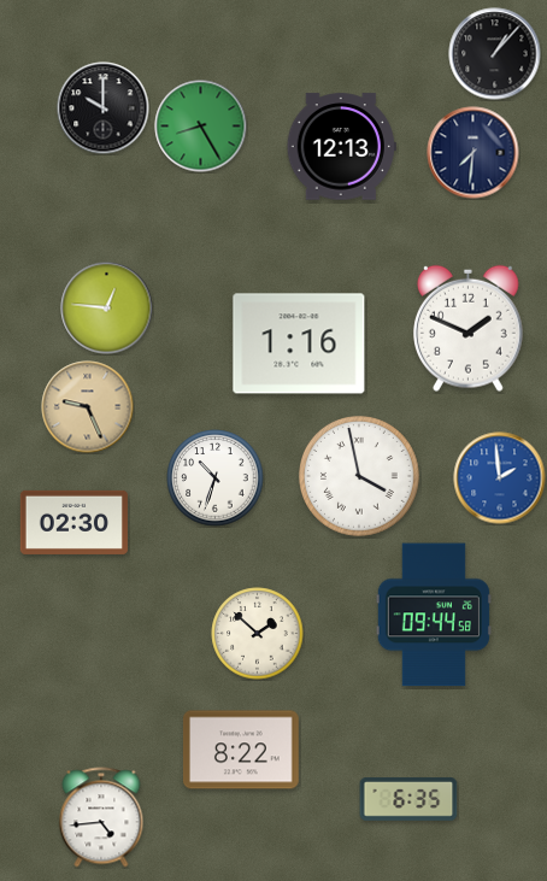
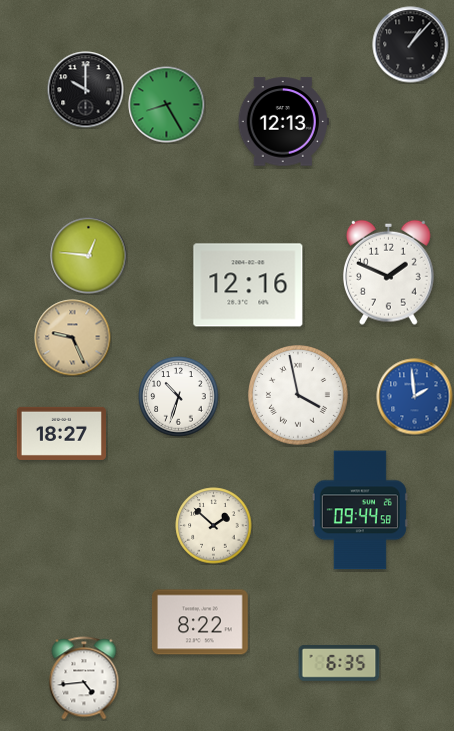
clock at (474, 153): 7:31 -> none
clock at (299, 343): 1:16 -> 12:16
clock at (73, 522): 02:30 -> 18:27
